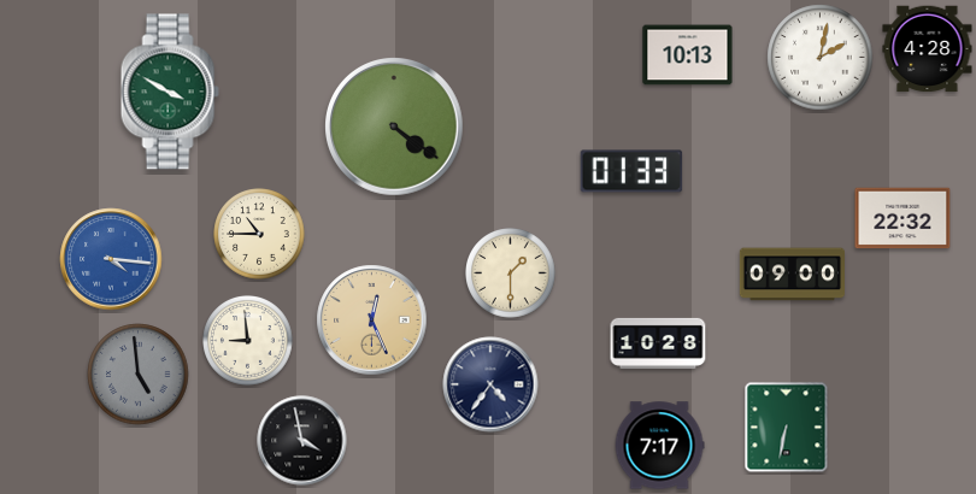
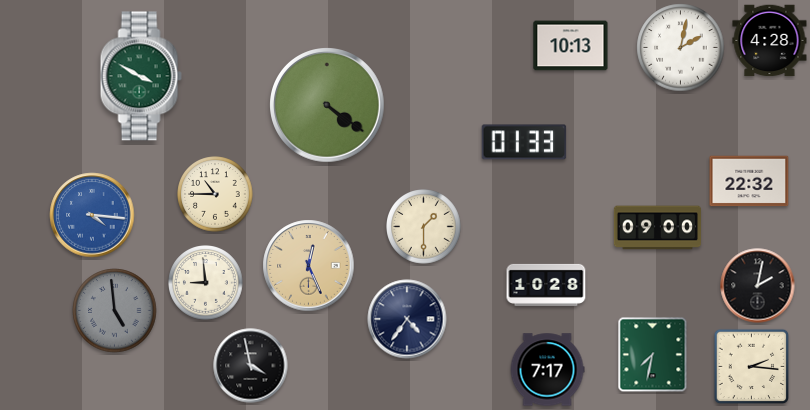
clock at (758, 286): none -> 2:02
clock at (787, 428): 6:32 -> 7:32
clock at (752, 367): none -> 2:16
